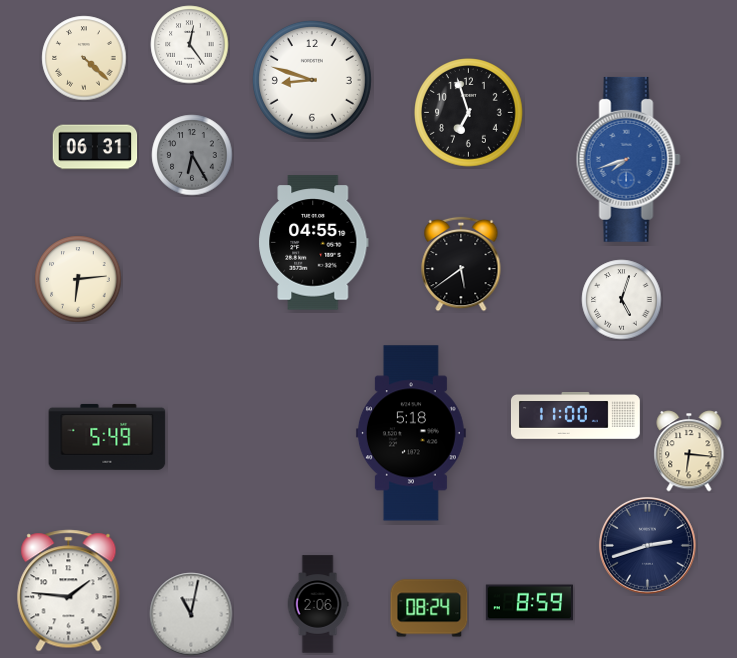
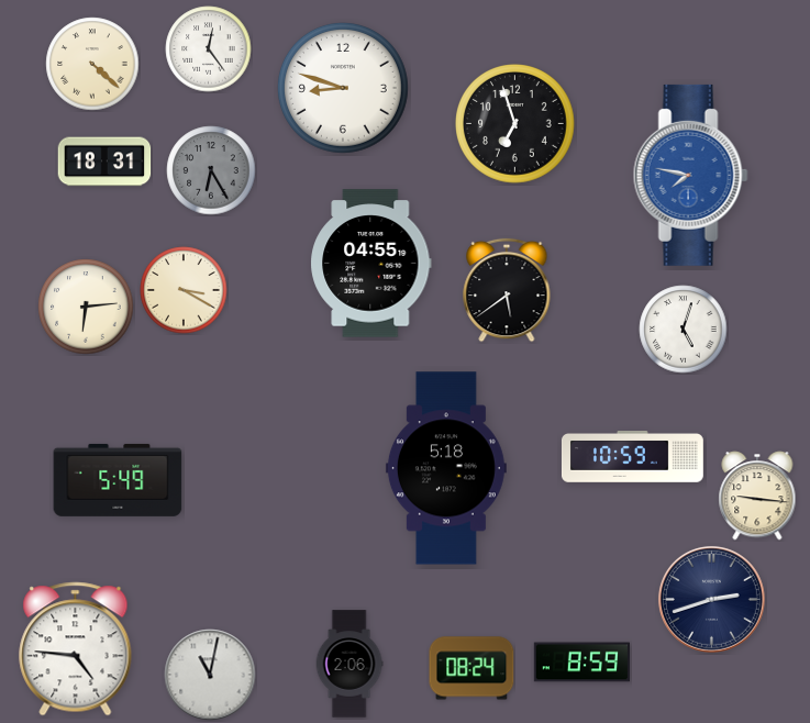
clock at (95, 147): 06:31 -> 18:31
clock at (628, 159): 7:42 -> 7:47
clock at (314, 243) position: (314, 243) -> (371, 264)
clock at (184, 290): none -> 3:20
clock at (575, 416): 11:00 -> 10:59
clock at (411, 433) position: (411, 433) -> (446, 468)
clock at (689, 451): 6:16 -> 9:16
clock at (69, 591): 1:46 -> 4:46
